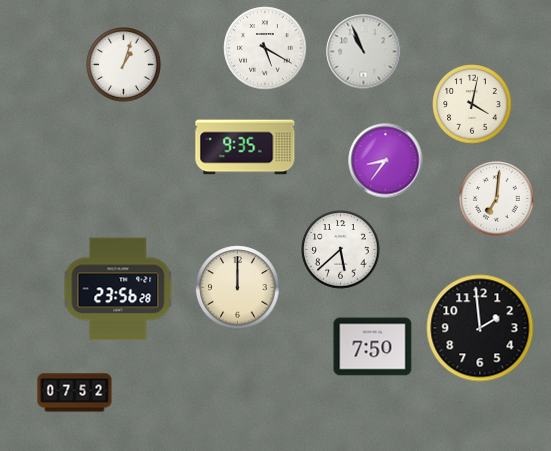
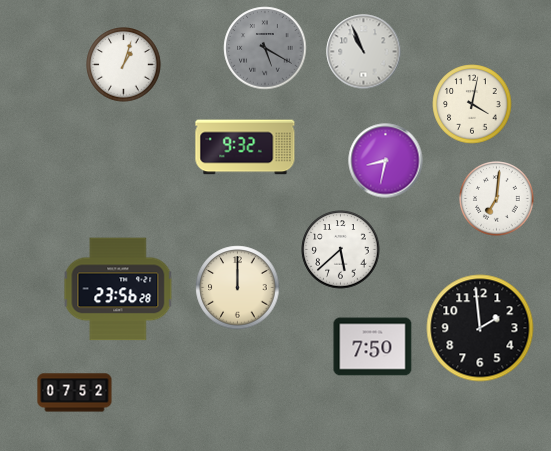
clock at (265, 48) dial: white -> grey
clock at (245, 147): 9:35 -> 9:32
clock at (386, 161): 8:36 -> 8:32
